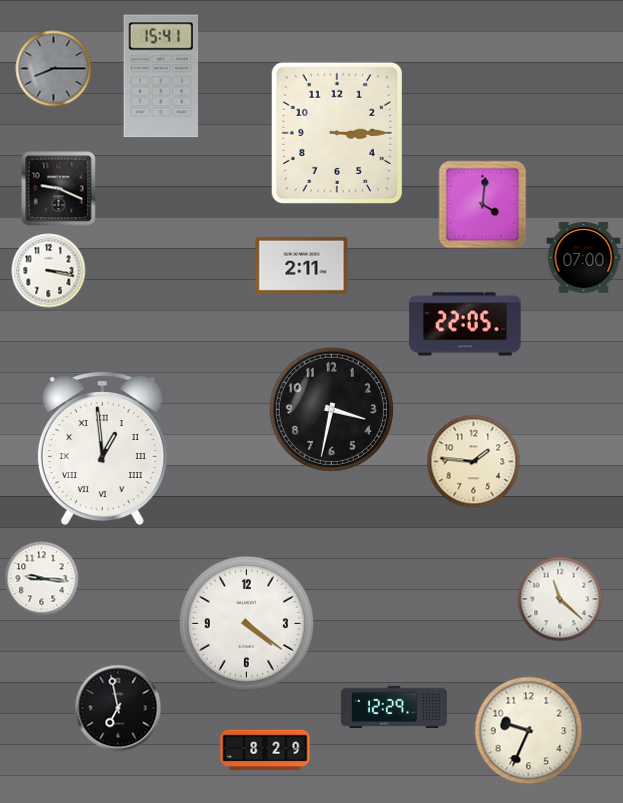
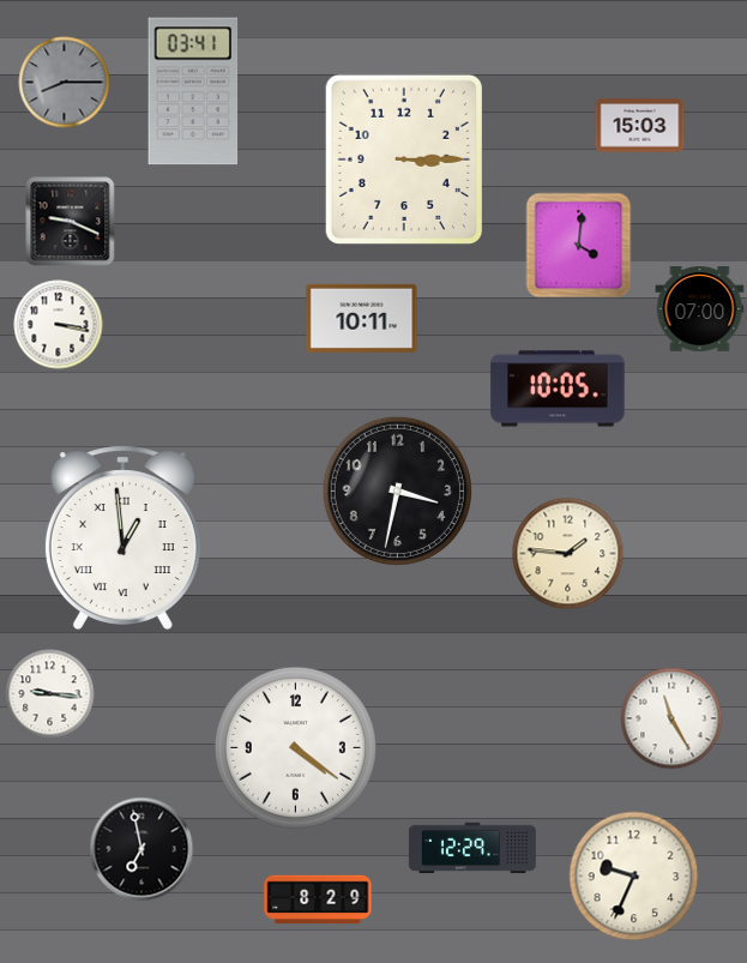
clock at (161, 76): 15:41 -> 03:41
clock at (640, 126): none -> 15:03
clock at (59, 189) position: (59, 189) -> (71, 222)
clock at (302, 265): 2:11 -> 10:11
clock at (465, 324): 22:05 -> 10:05
clock at (560, 599): 11:22 -> 11:25
